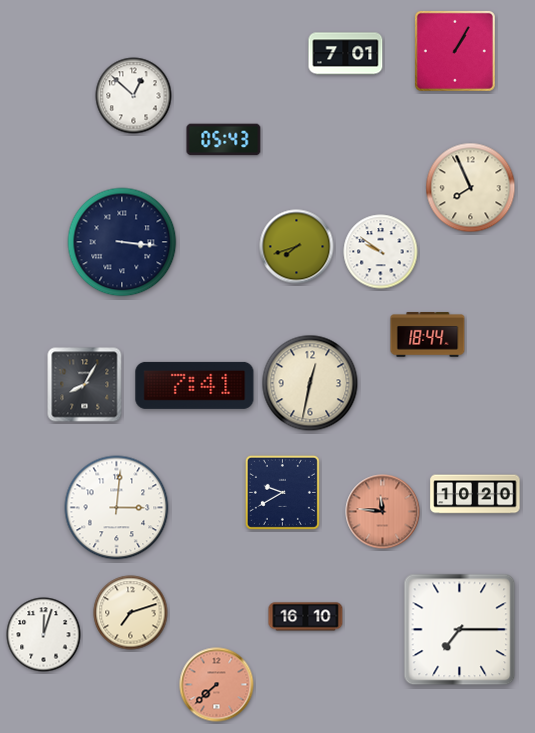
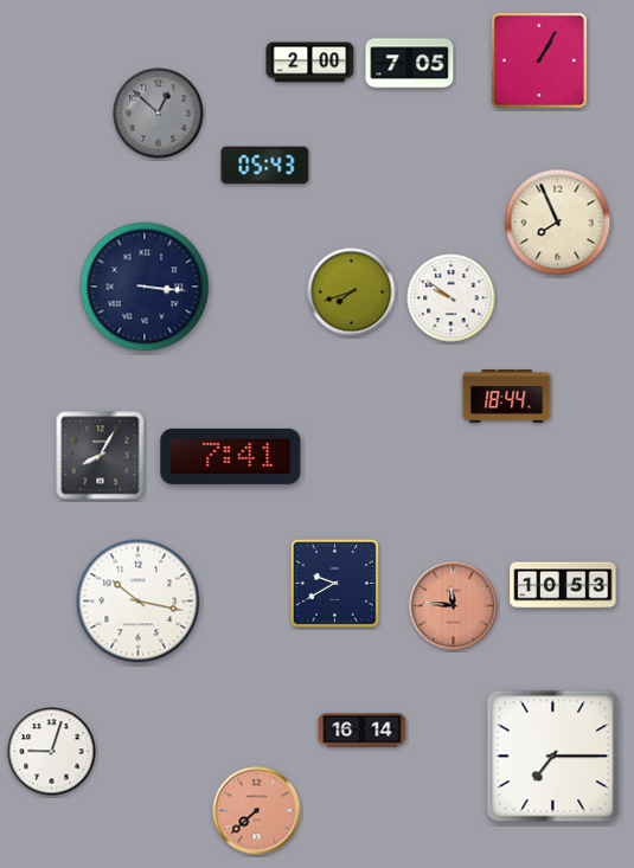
clock at (310, 63): none -> 2:00
clock at (346, 54): 7:01 -> 7:05
clock at (134, 96) dial: white -> grey
clock at (310, 383): 12:32 -> none
clock at (475, 494): 10:20 -> 10:53
clock at (117, 508): 3:01 -> 10:17
clock at (131, 613): 7:12 -> none
clock at (306, 617): 16:10 -> 16:14
clock at (460, 630) position: (460, 630) -> (553, 757)
clock at (44, 635): 12:03 -> 9:03
